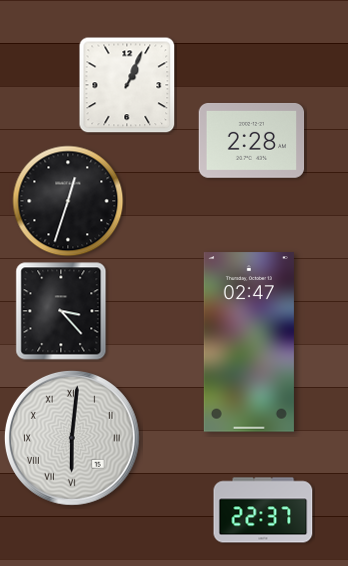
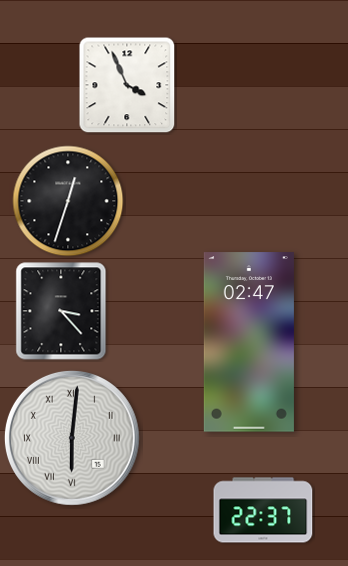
clock at (127, 85): 1:04 -> 3:56
clock at (252, 140): 2:28 -> none
